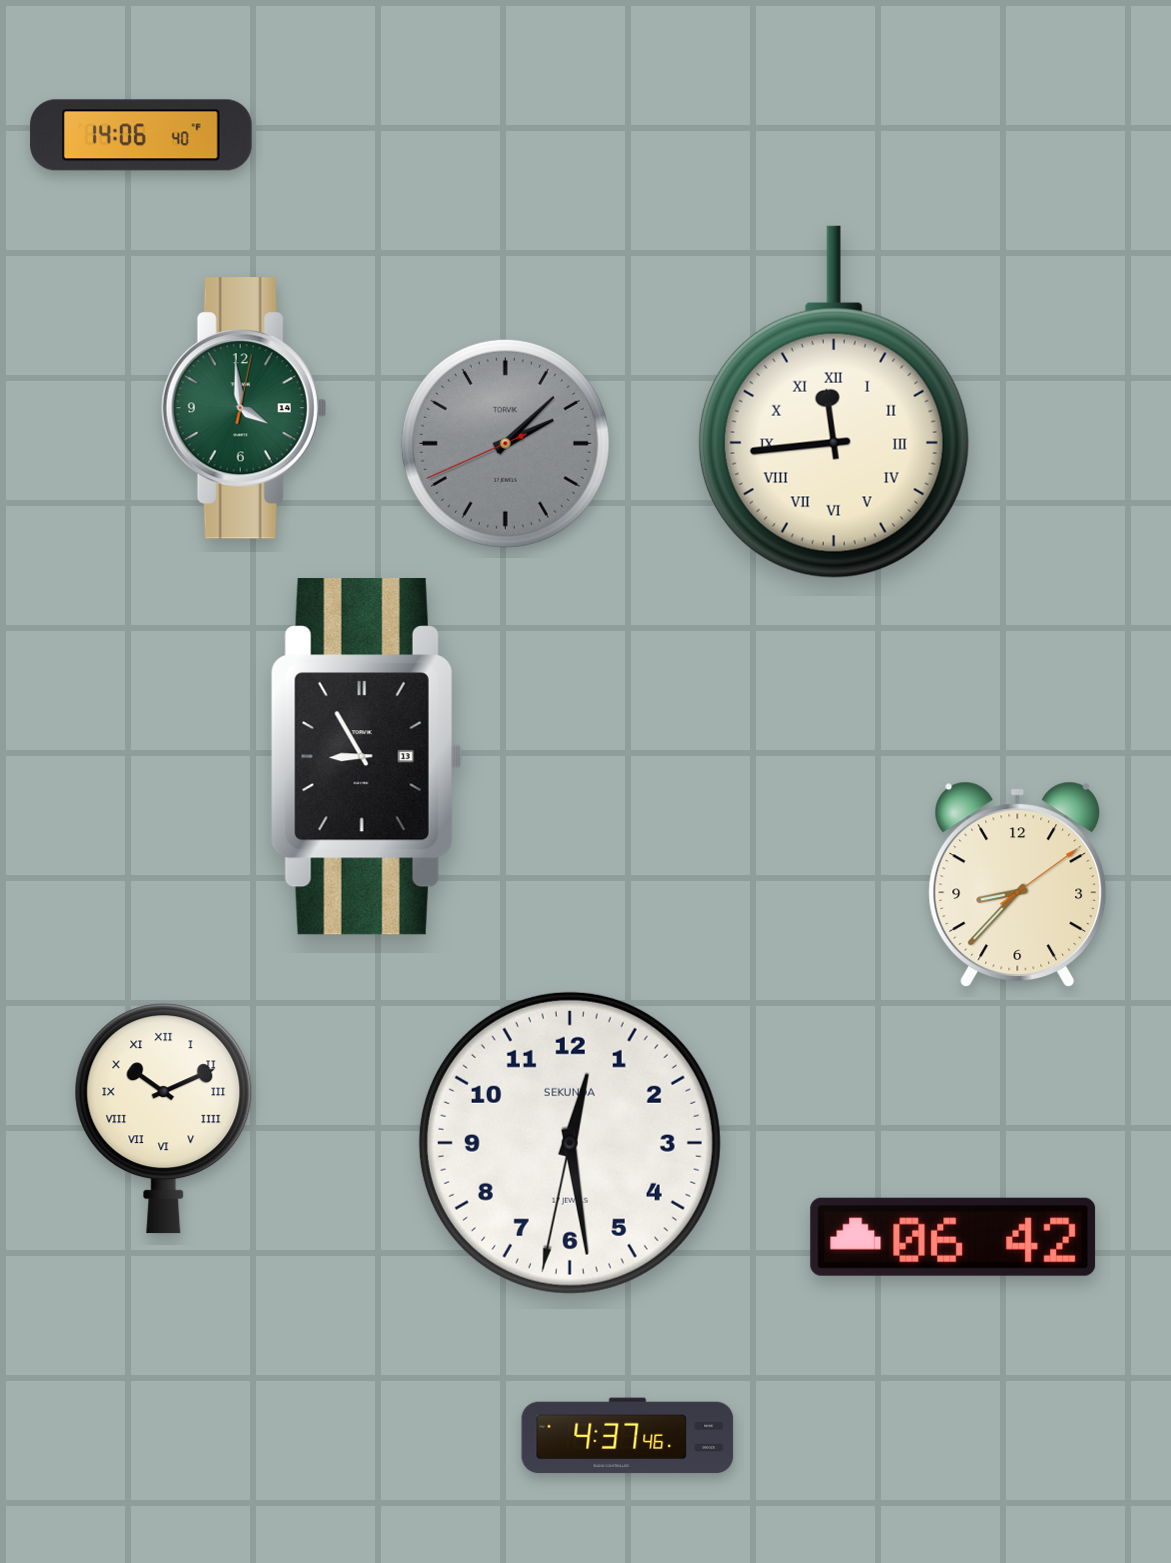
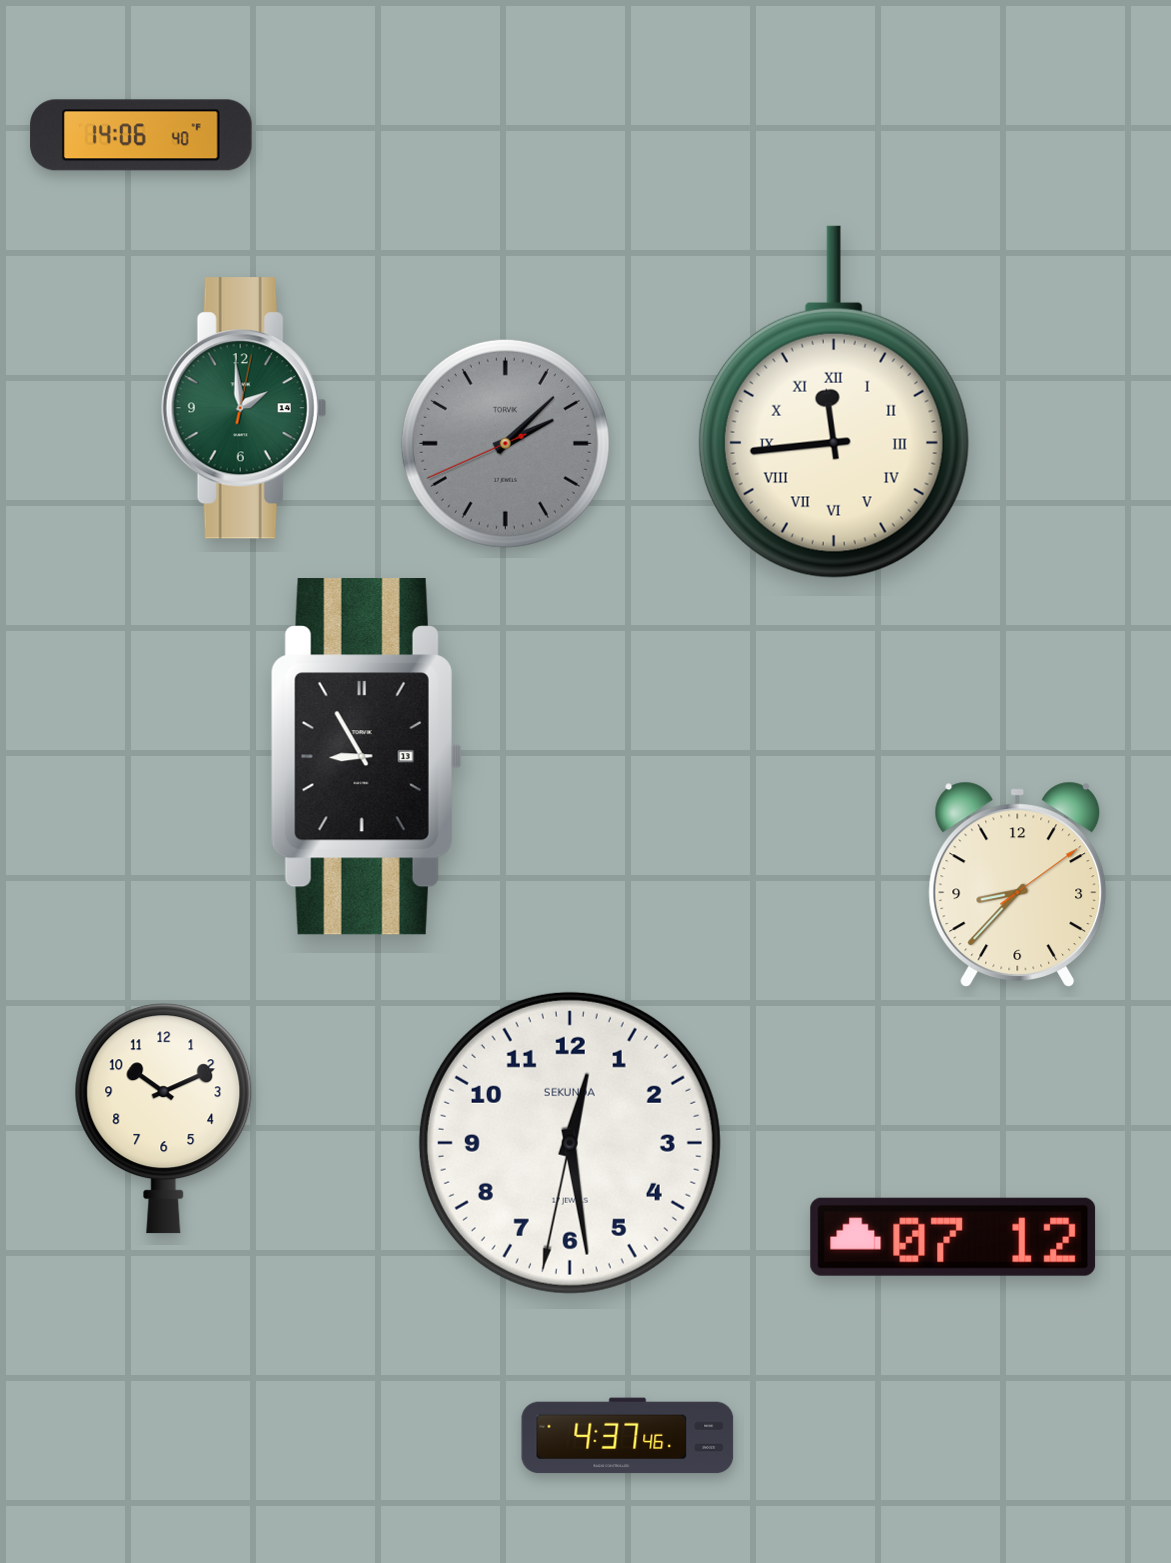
clock at (244, 408): 3:59 -> 1:59
clock at (164, 1119) numerals: Roman -> Arabic
clock at (953, 1237): 06:42 -> 07:12
